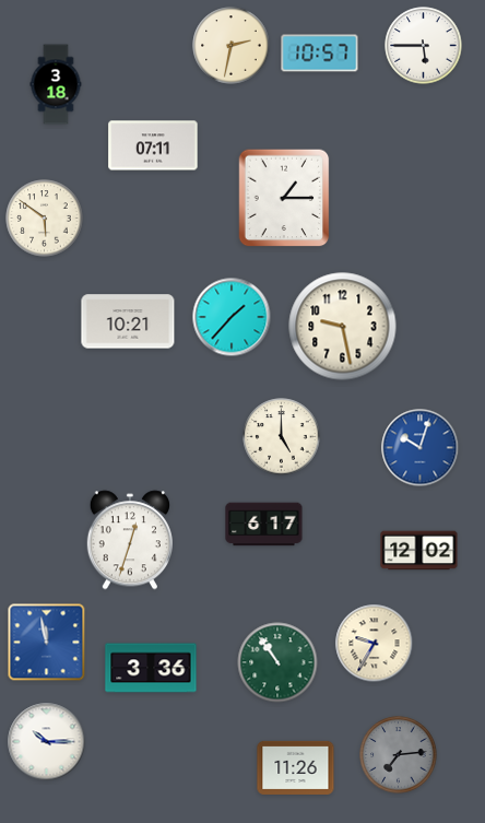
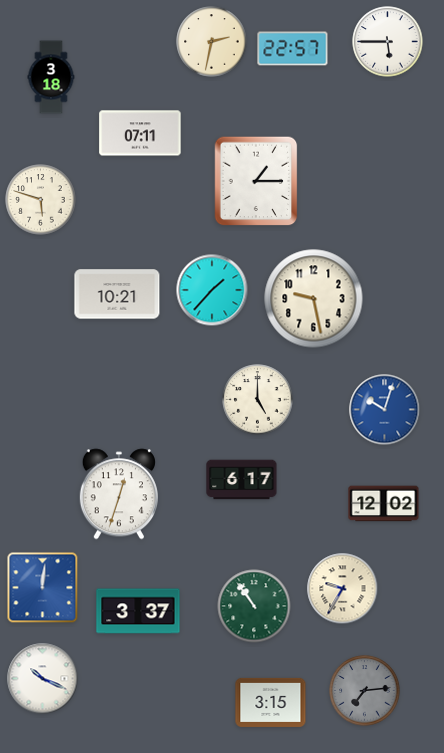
clock at (320, 54): 10:57 -> 22:57
clock at (284, 198) position: (284, 198) -> (256, 181)
clock at (45, 219): 5:51 -> 5:48
clock at (47, 643): 11:58 -> 12:01
clock at (151, 668): 3:36 -> 3:37
clock at (47, 742): 10:15 -> 10:19
clock at (296, 767): 11:26 -> 3:15
